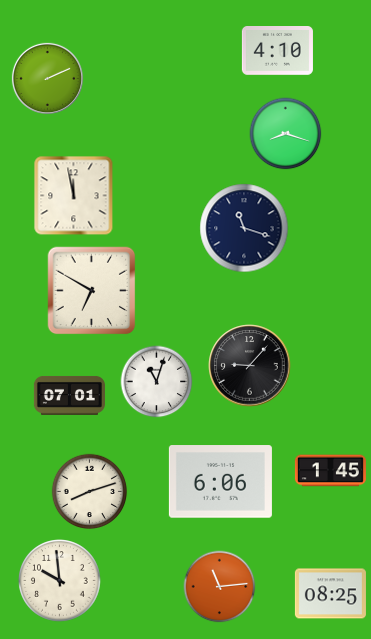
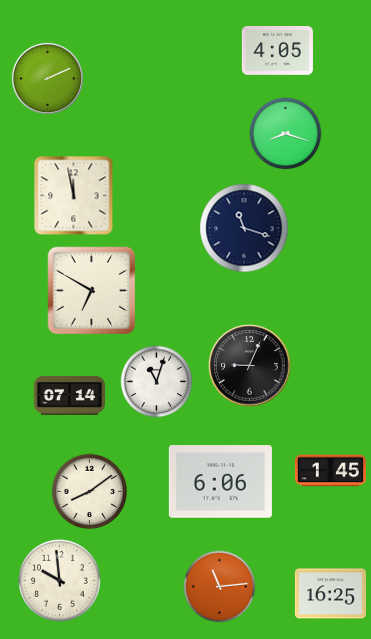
clock at (277, 51): 4:10 -> 4:05
clock at (250, 366): 9:07 -> 9:04
clock at (69, 396): 07:01 -> 07:14
clock at (90, 492): 8:12 -> 8:09
clock at (330, 594): 08:25 -> 16:25
